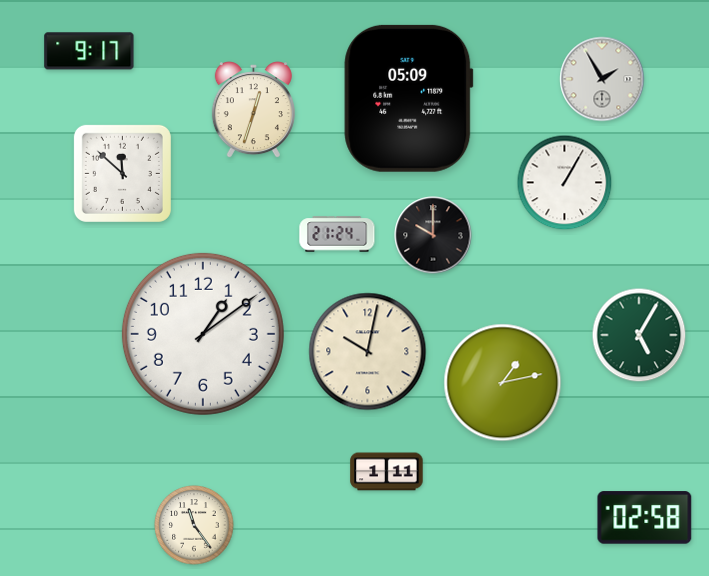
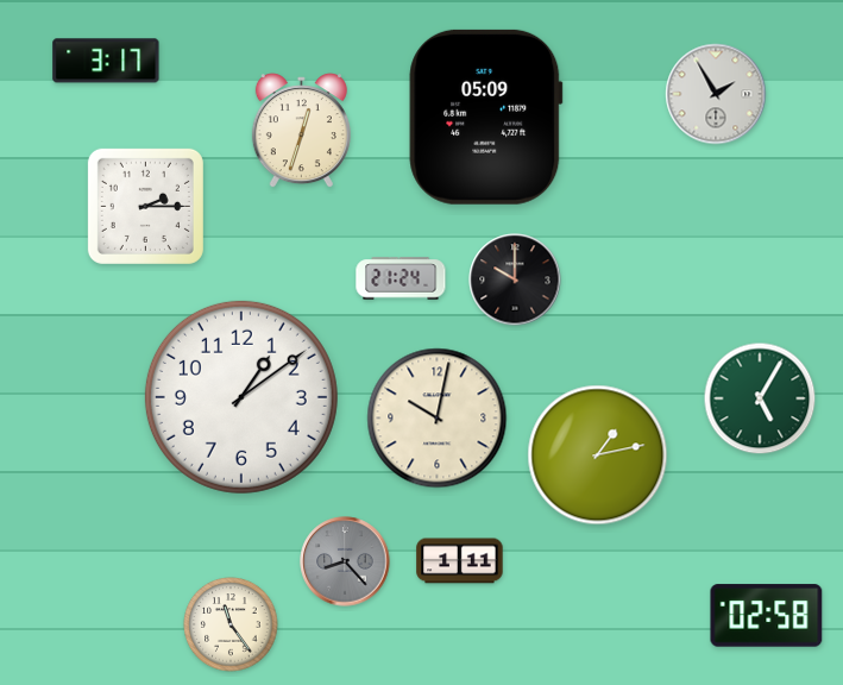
clock at (89, 51): 9:17 -> 3:17
clock at (122, 173): 11:52 -> 2:15
clock at (565, 183): 1:05 -> none
clock at (345, 561): none -> 8:23
